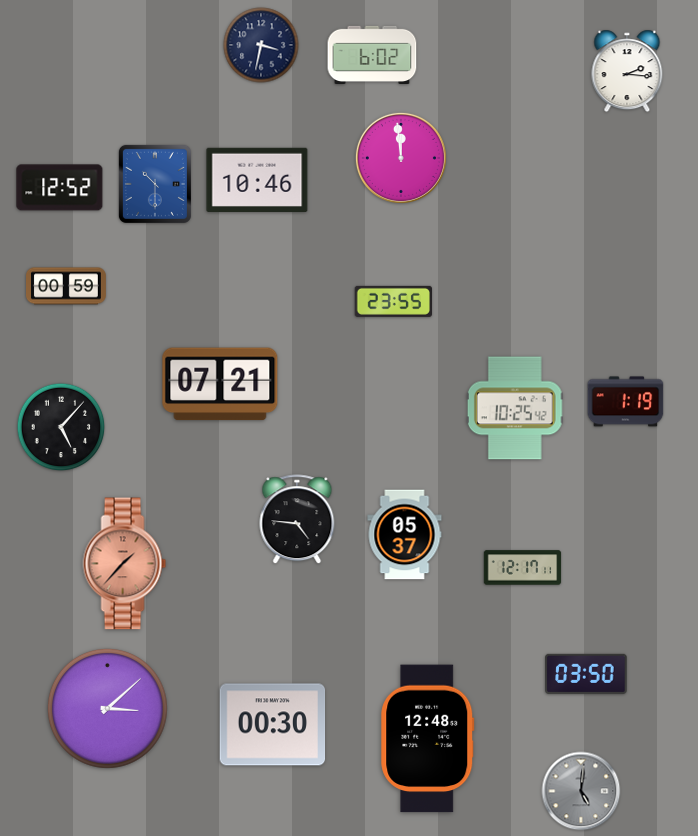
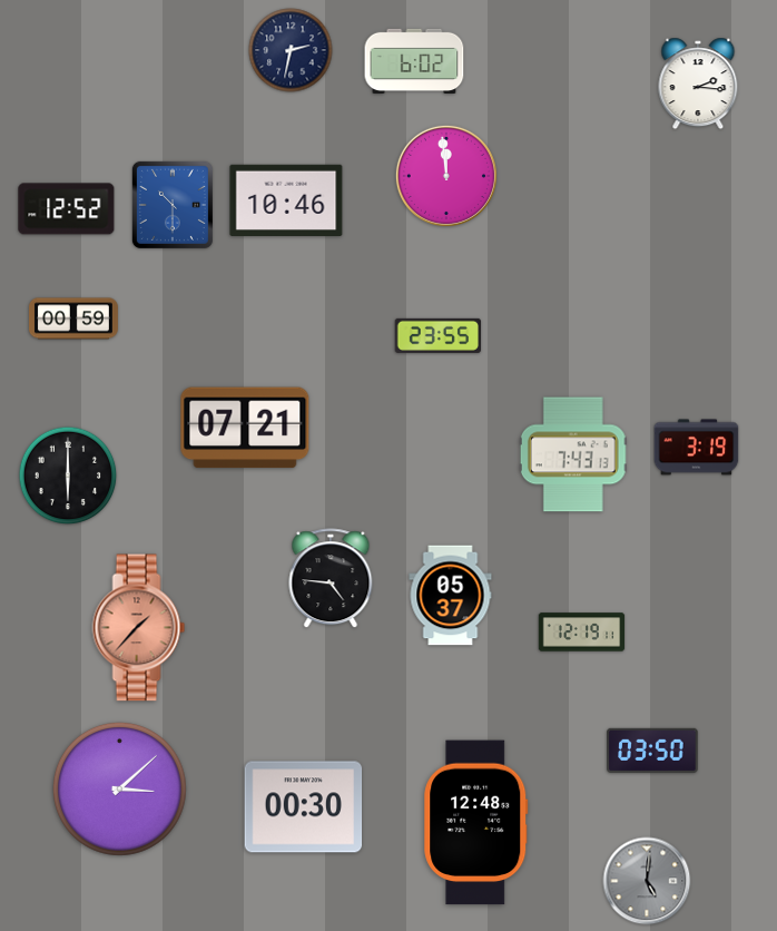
clock at (261, 45): 3:32 -> 2:32
clock at (627, 71) position: (627, 71) -> (698, 84)
clock at (626, 402): 1:19 -> 3:19
clock at (515, 408): 10:25 -> 7:43
clock at (61, 427): 5:07 -> 6:00
clock at (523, 568): 12:17 -> 12:19
